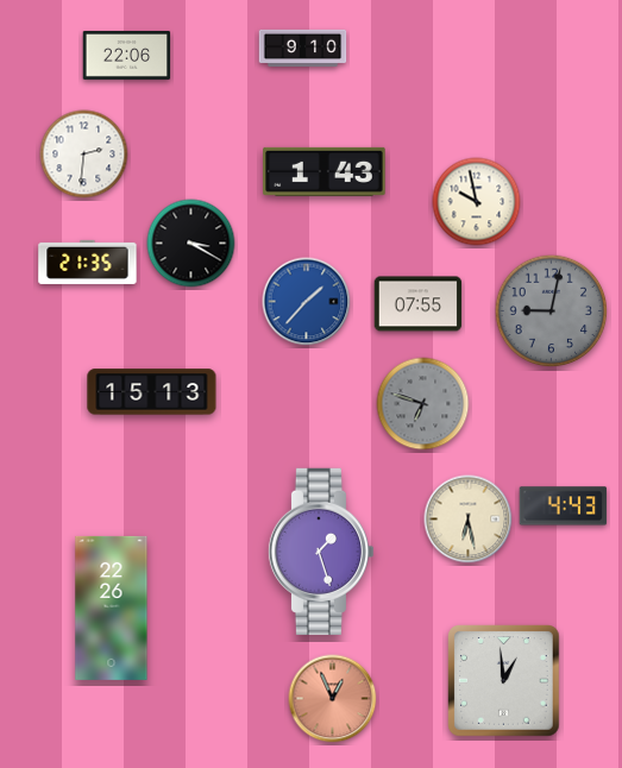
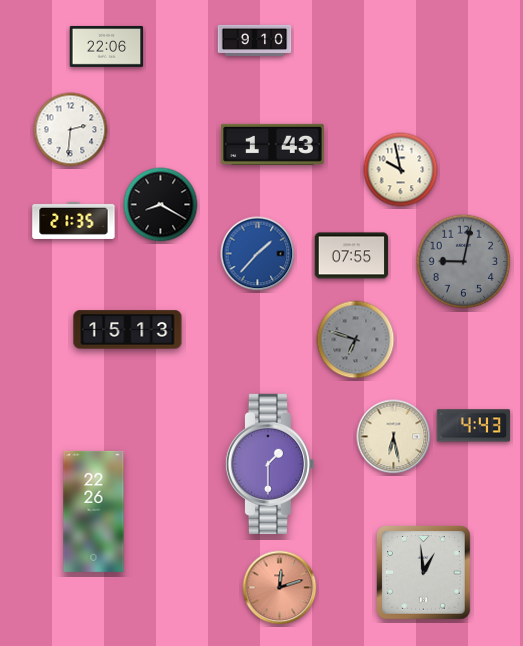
clock at (191, 244): 3:20 -> 8:20
clock at (321, 552): 1:27 -> 1:30
clock at (333, 699): 12:56 -> 12:12
